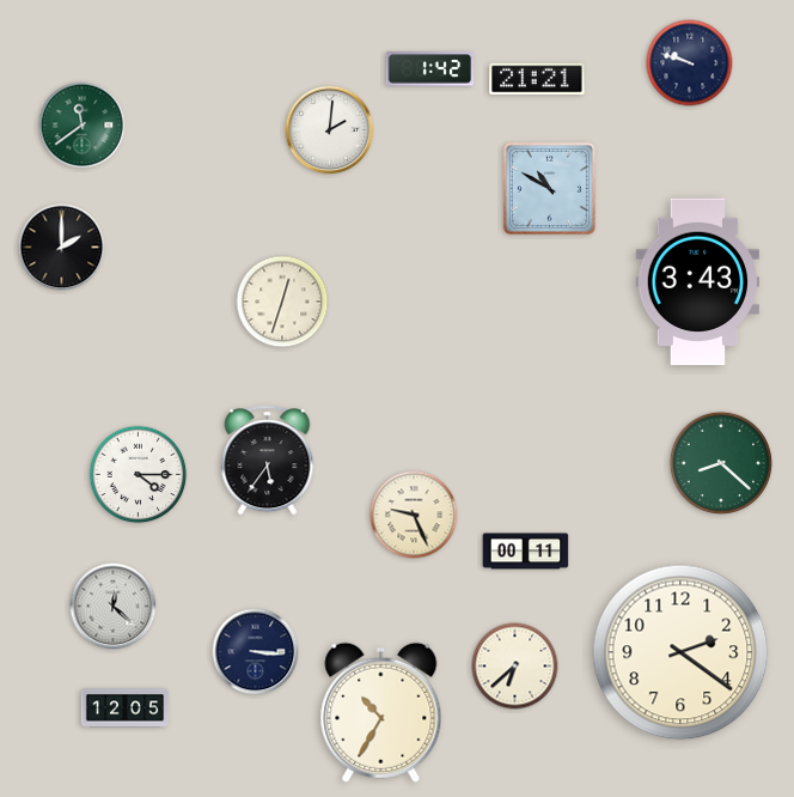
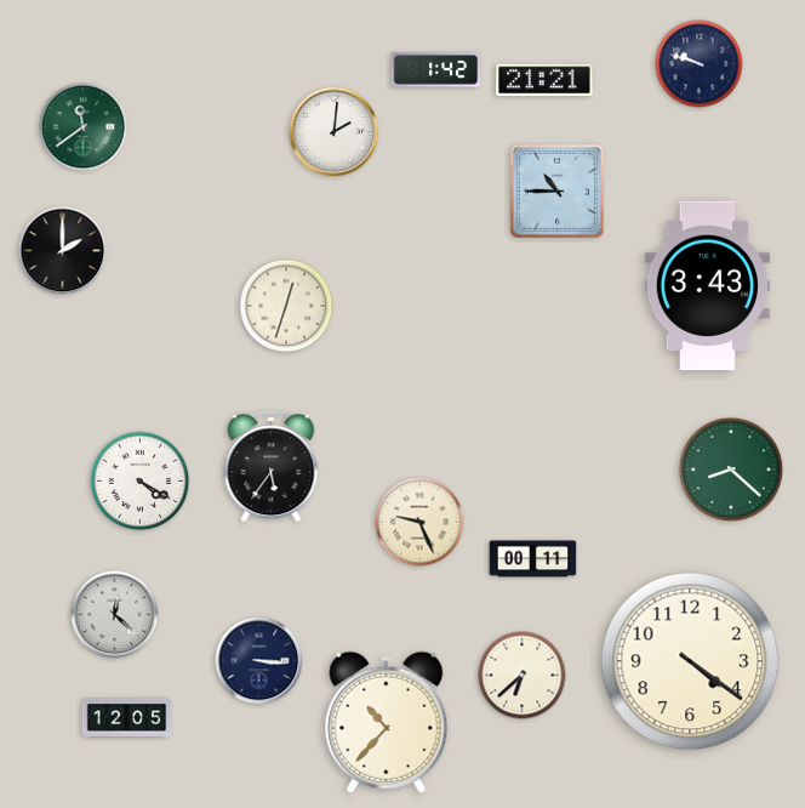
clock at (549, 188): 10:50 -> 10:45
clock at (139, 475): 4:15 -> 4:20
clock at (680, 652): 2:21 -> 4:21
clock at (381, 712): 10:35 -> 10:37
